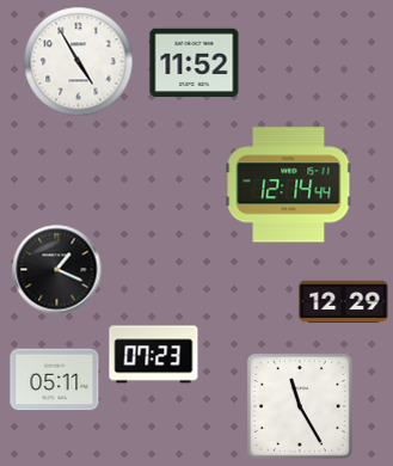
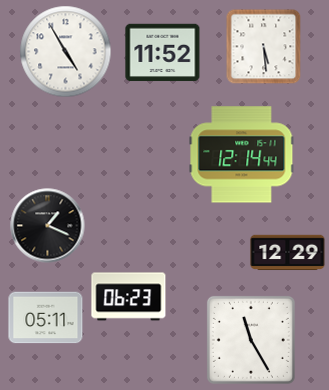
clock at (264, 47): none -> 5:29
clock at (154, 355): 07:23 -> 06:23
